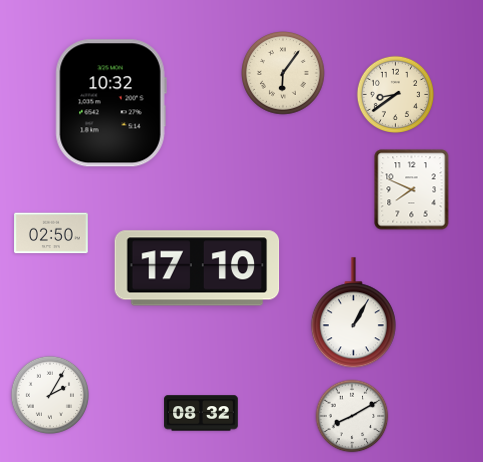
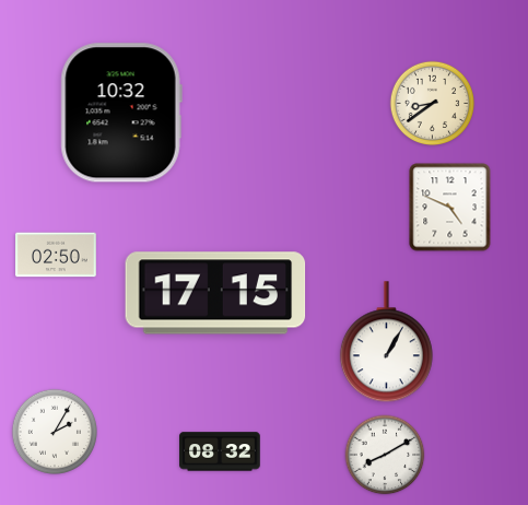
clock at (284, 74): 6:06 -> none
clock at (412, 190): 7:49 -> 4:49
clock at (197, 268): 17:10 -> 17:15
